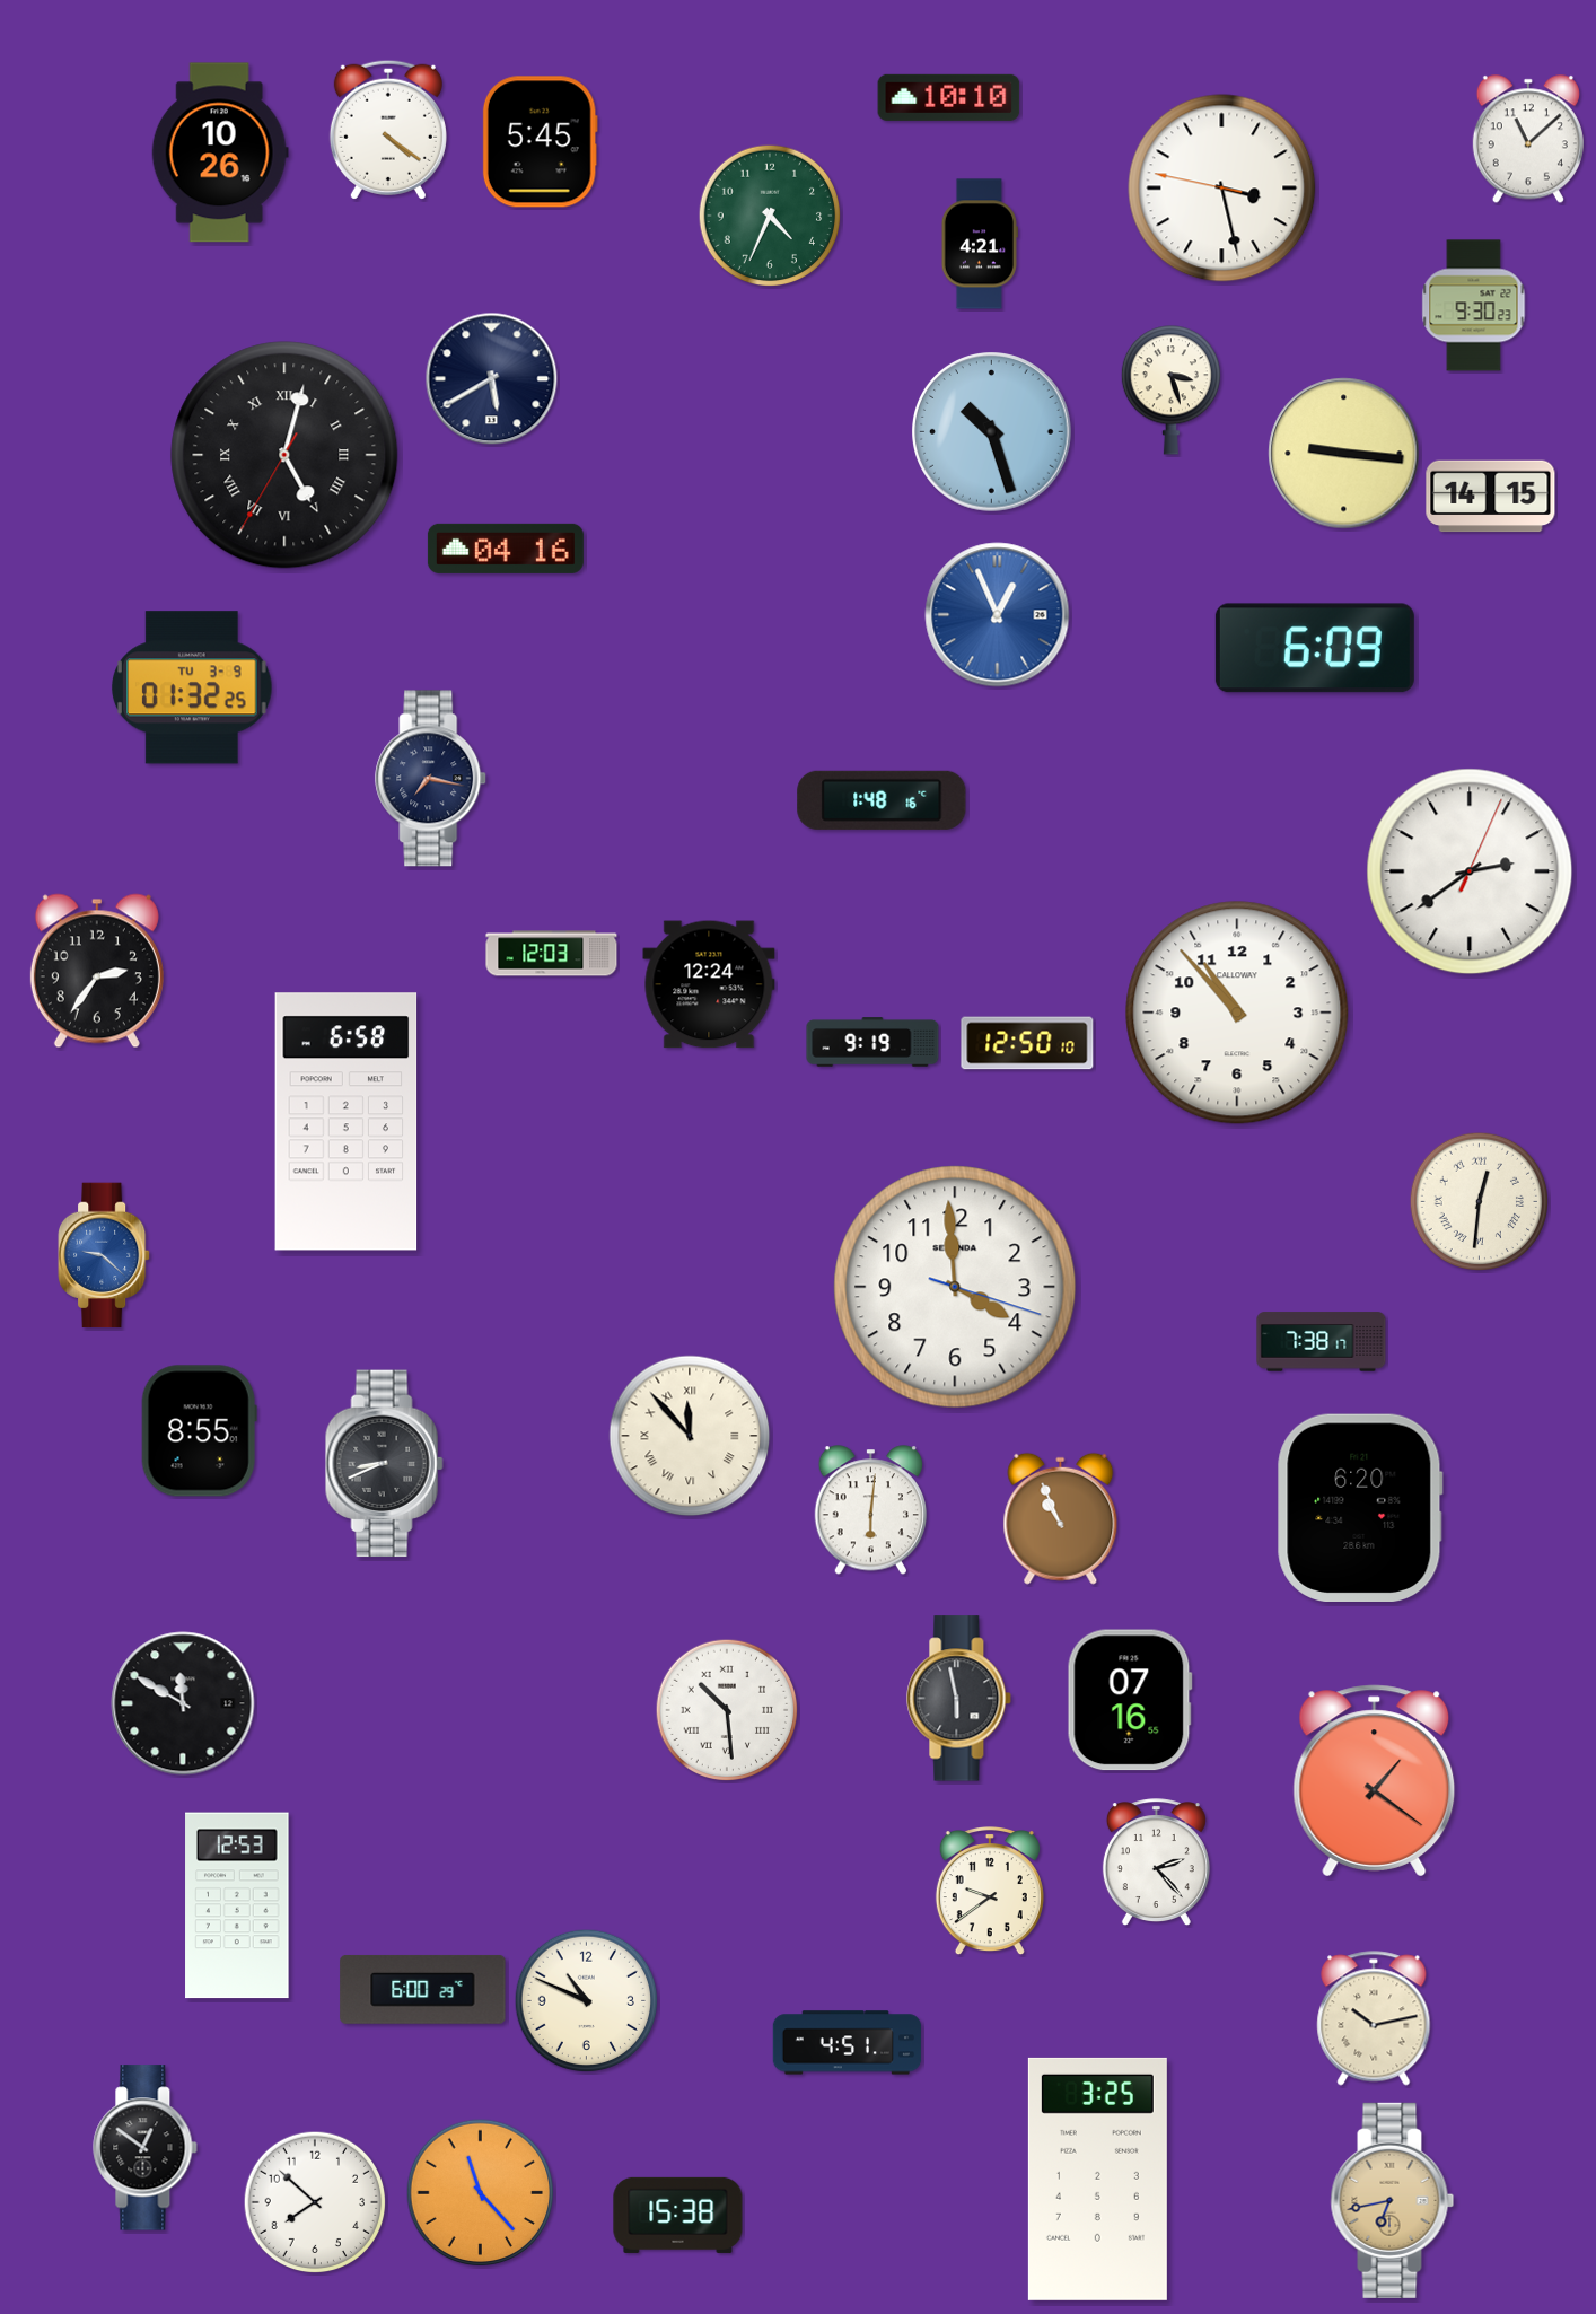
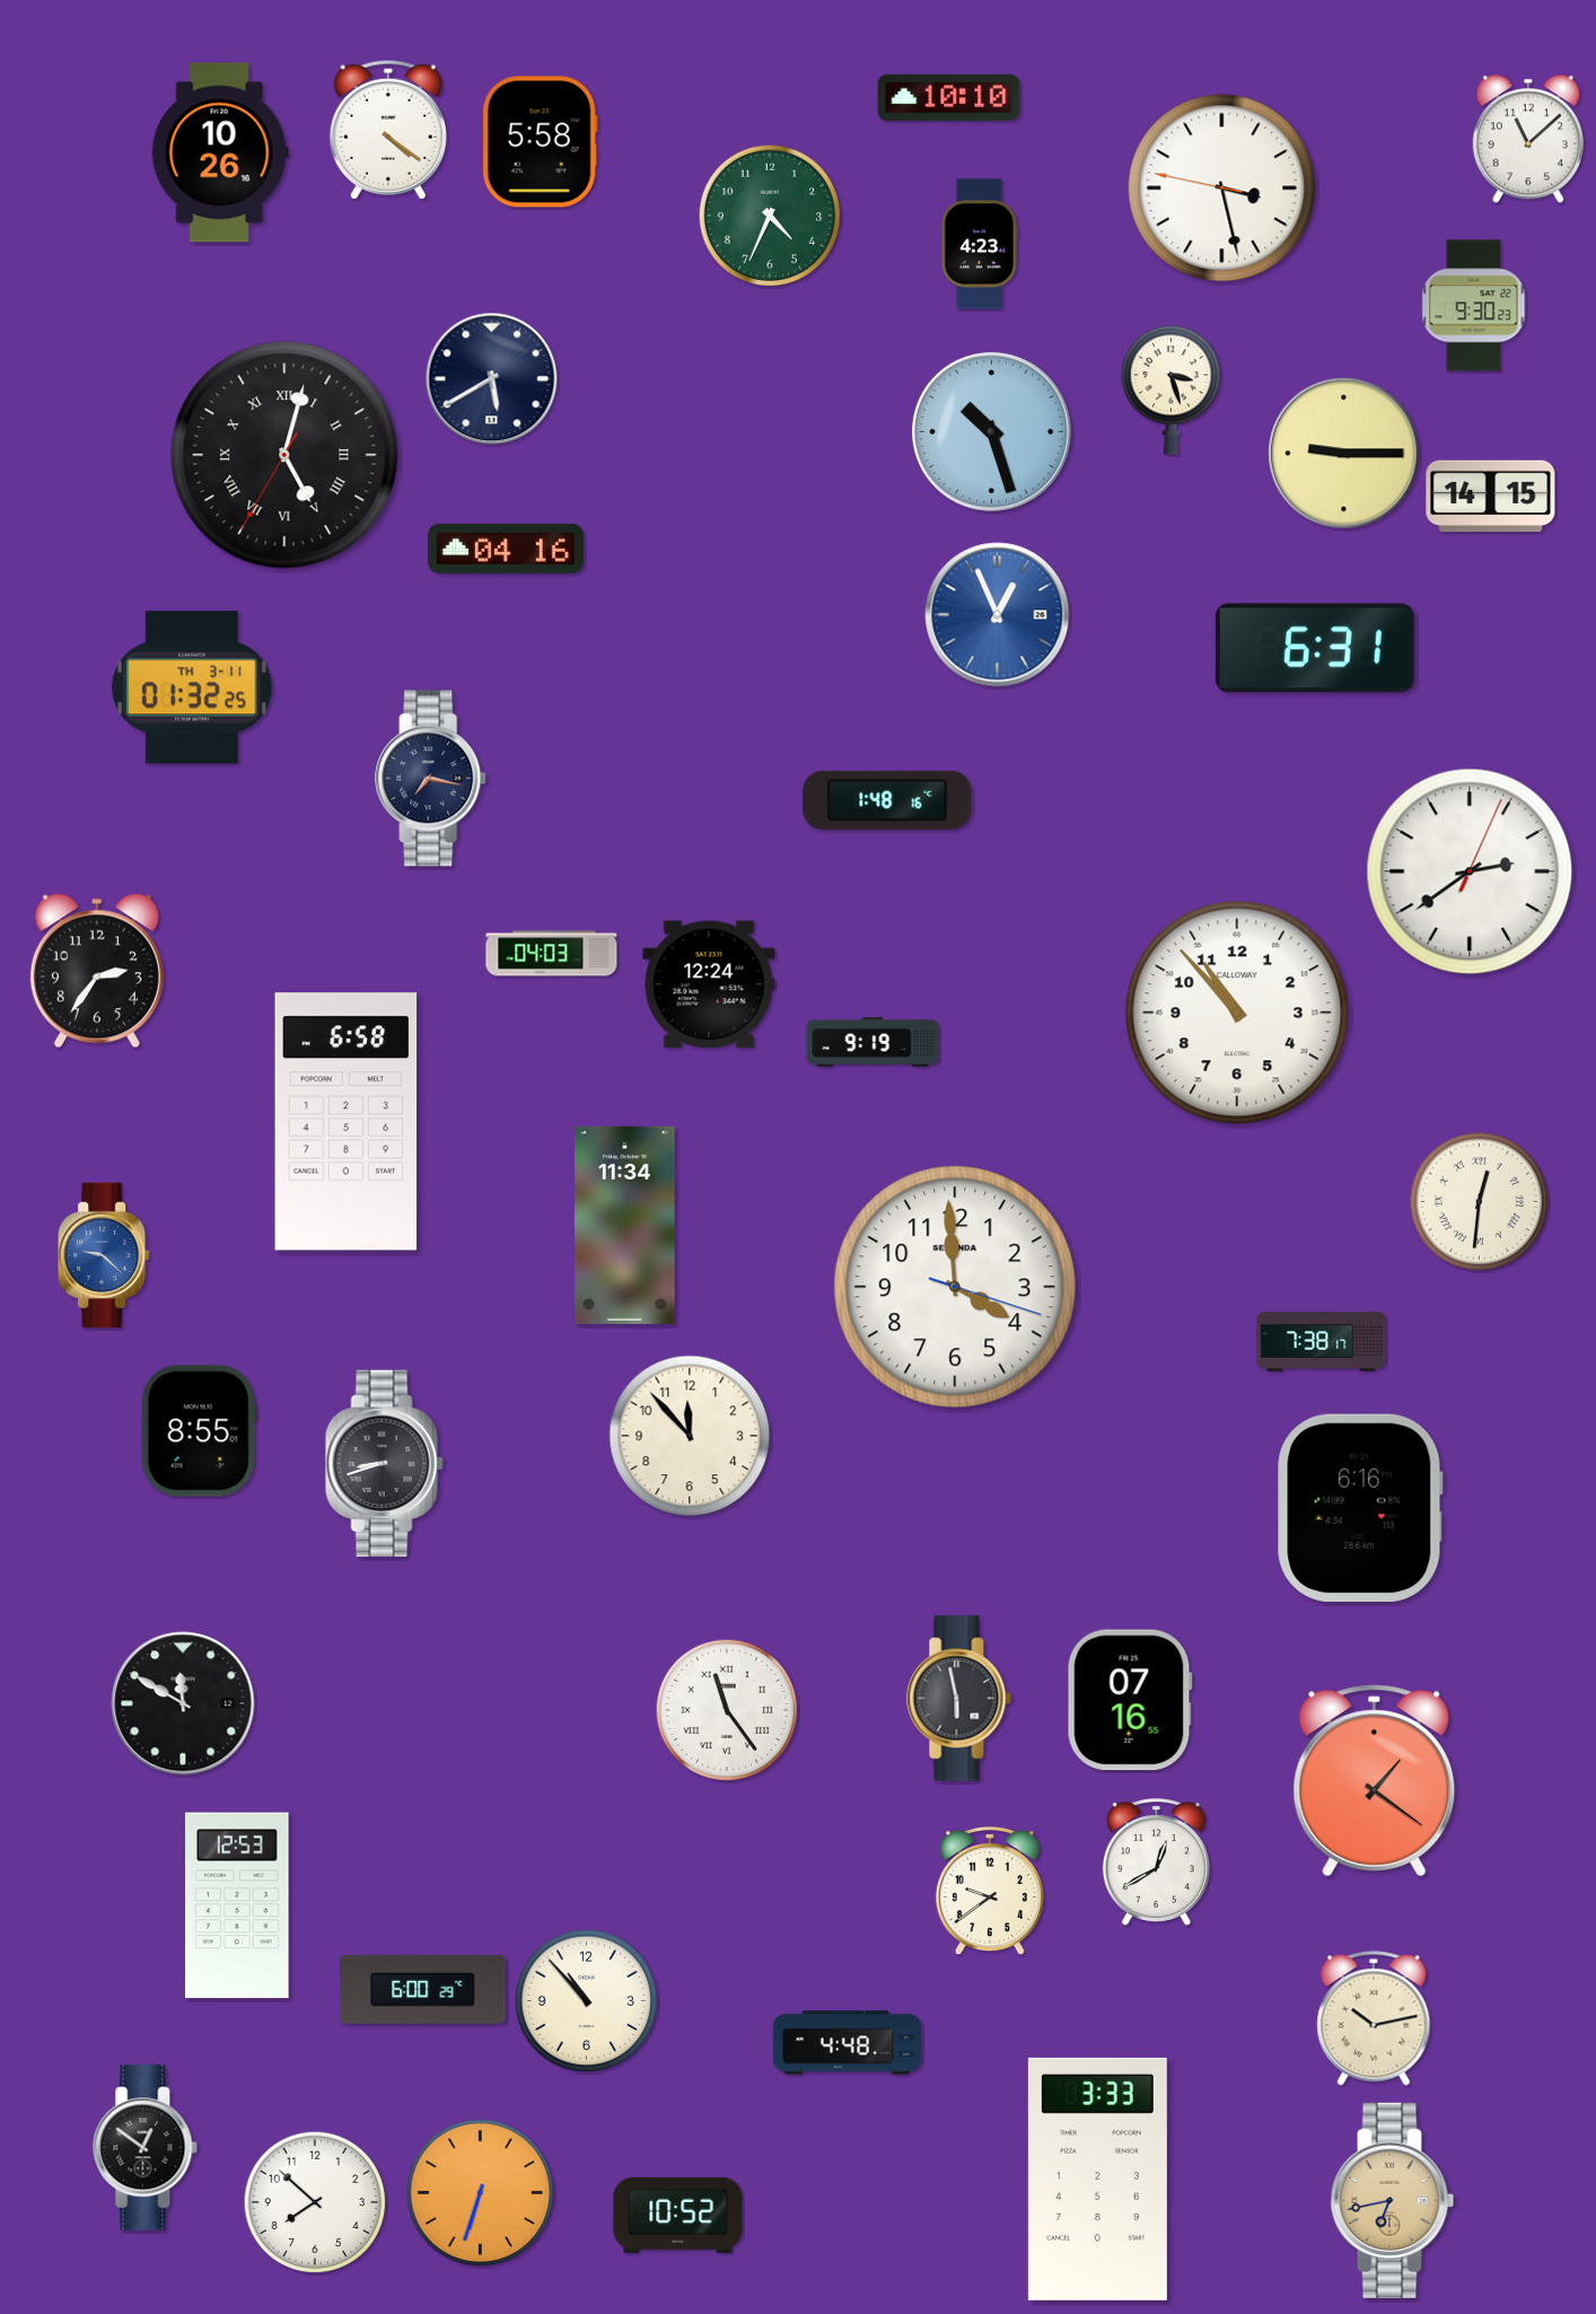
clock at (540, 142): 5:45 -> 5:58
clock at (980, 244): 4:21 -> 4:23
clock at (1344, 454): 9:16 -> 9:15
clock at (1315, 648): 6:09 -> 6:31
clock at (193, 687) date: TU 3-9 -> TH 3-11
clock at (882, 800) position: (882, 800) -> (887, 800)
clock at (552, 954): 12:03 -> 04:03
clock at (1027, 1043): 12:50 -> none
clock at (625, 1225): none -> 11:34
clock at (690, 1436) numerals: Roman -> Arabic
clock at (384, 1464): 8:41 -> 8:42
clock at (1360, 1507): 6:20 -> 6:16
clock at (870, 1510): 6:01 -> none
clock at (1061, 1518): 10:56 -> none
clock at (727, 1710): 10:29 -> 11:24
clock at (1156, 1862): 2:23 -> 12:40
clock at (587, 2001): 10:49 -> 10:53
clock at (848, 2043): 4:51 -> 4:48
clock at (1097, 2179): 3:25 -> 3:33
clock at (481, 2193): 11:23 -> 6:33
clock at (678, 2215): 15:38 -> 10:52
